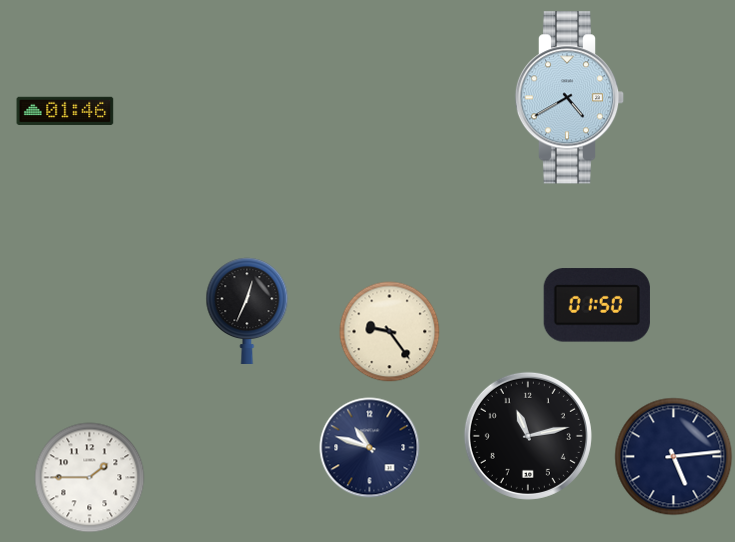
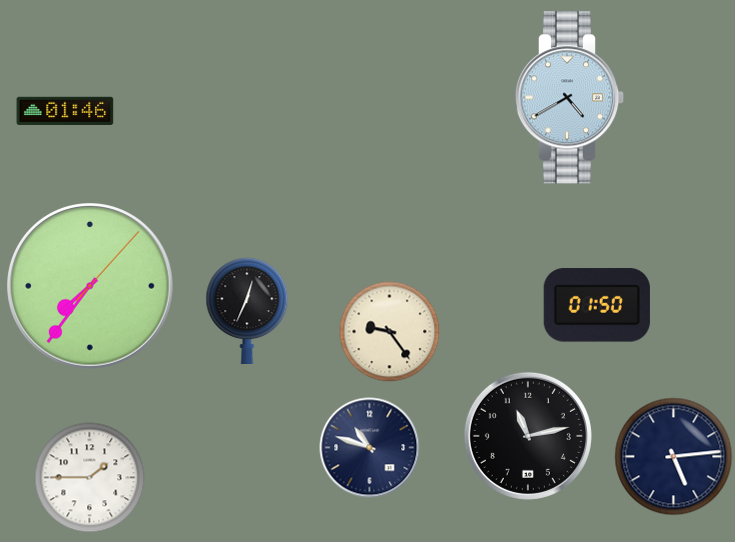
clock at (91, 287): none -> 7:36
